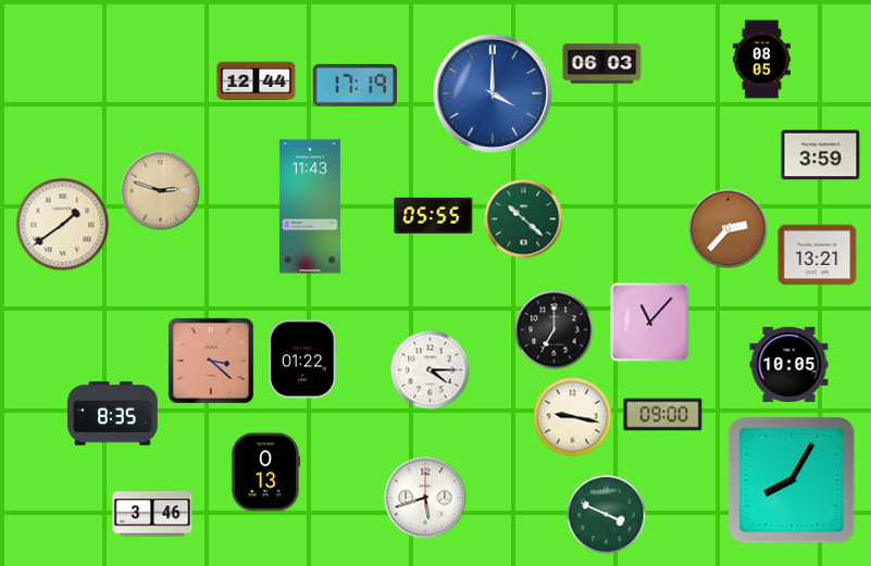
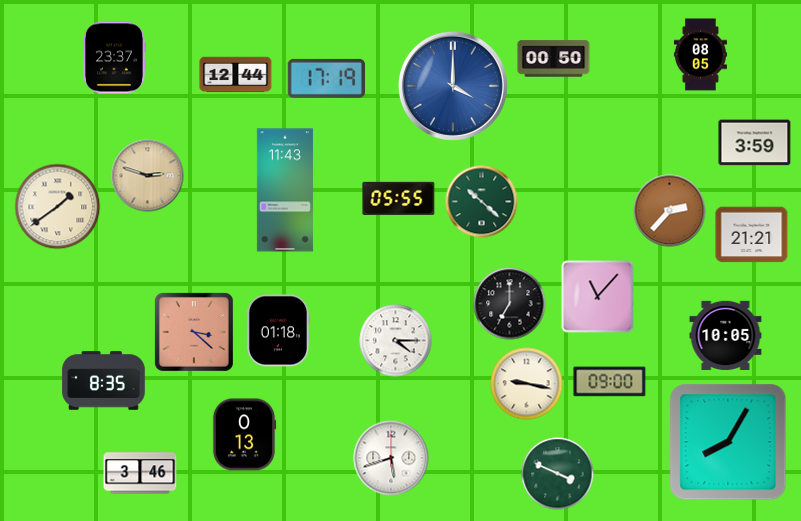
clock at (114, 58): none -> 23:37
clock at (602, 64): 06:03 -> 00:50
clock at (818, 255): 13:21 -> 21:21
clock at (301, 360): 01:22 -> 01:18
